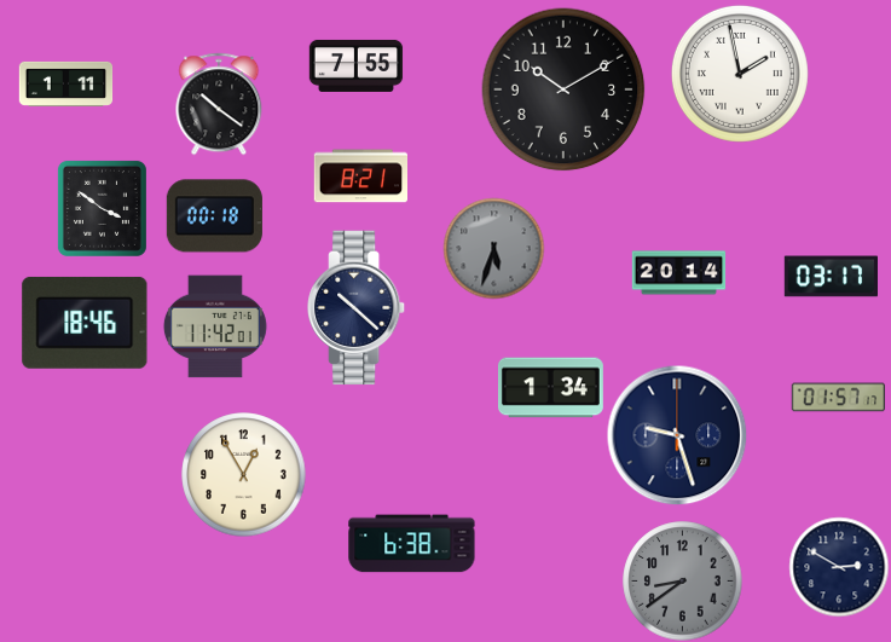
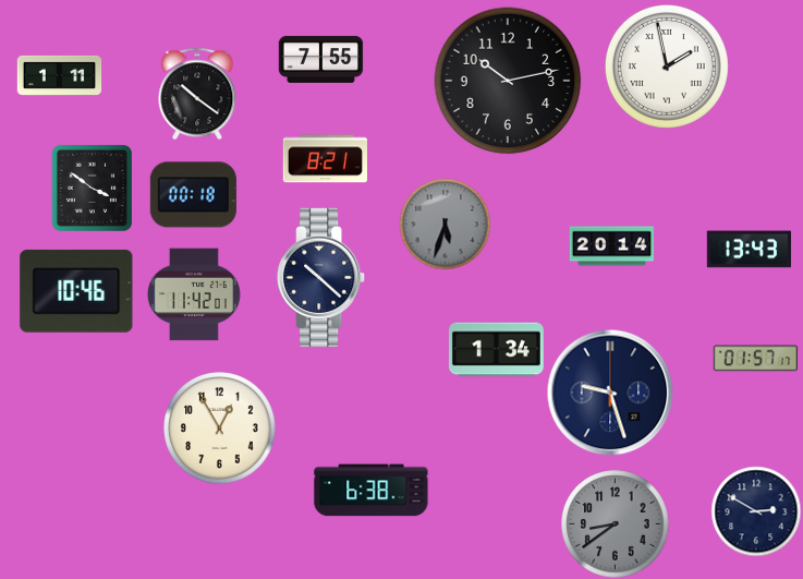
clock at (563, 89): 10:10 -> 10:13
clock at (831, 277): 03:17 -> 13:43
clock at (85, 323): 18:46 -> 10:46
